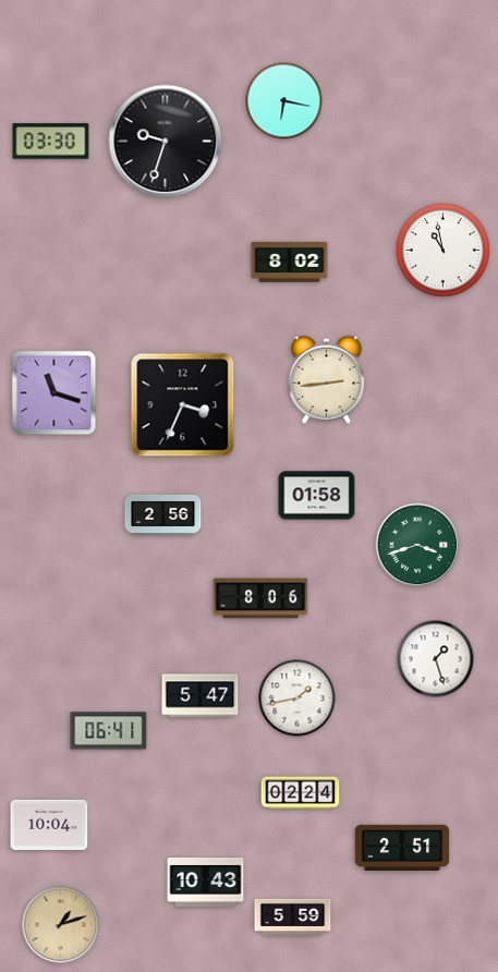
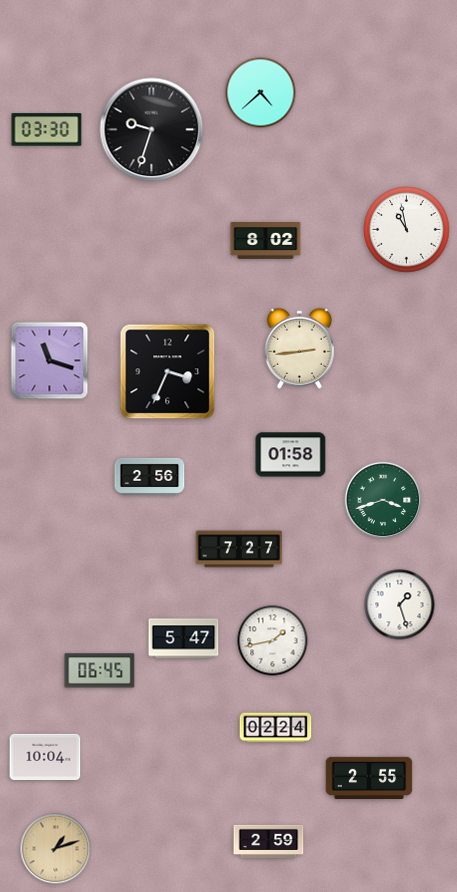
clock at (284, 101): 6:17 -> 4:38
clock at (163, 514) position: (163, 514) -> (150, 476)
clock at (260, 598): 8:06 -> 7:27
clock at (109, 731): 06:41 -> 06:45
clock at (402, 847): 2:51 -> 2:55
clock at (206, 882): 10:43 -> none
clock at (293, 918): 5:59 -> 2:59
